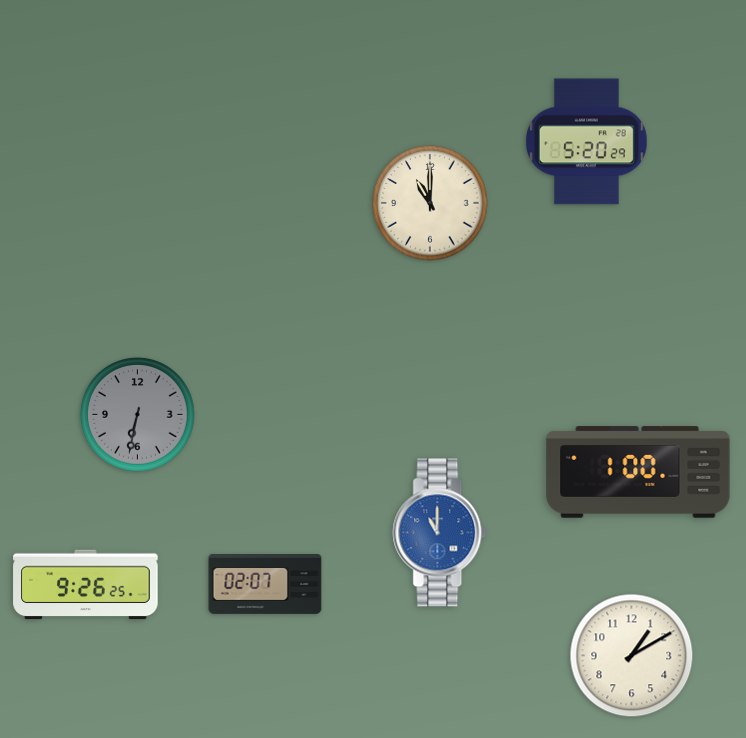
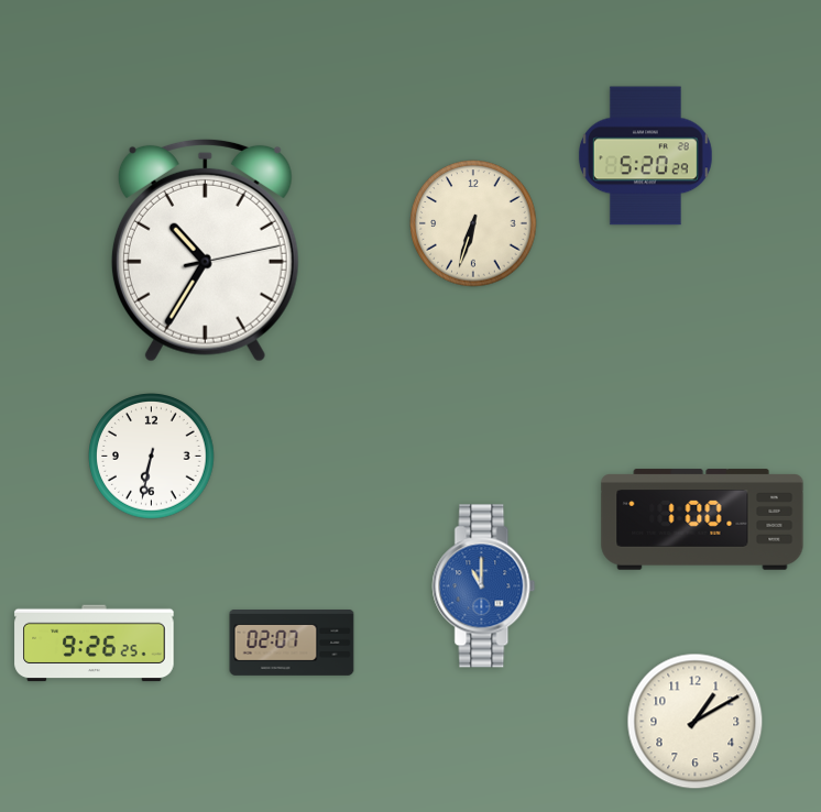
clock at (430, 203): 11:00 -> 6:33
clock at (205, 250): none -> 10:35
clock at (138, 415) dial: grey -> white
